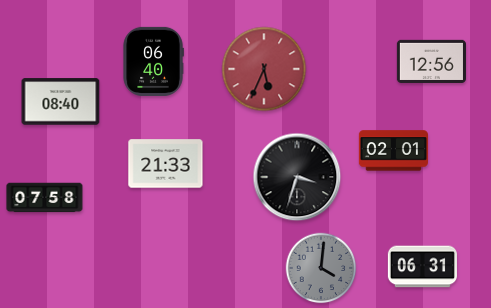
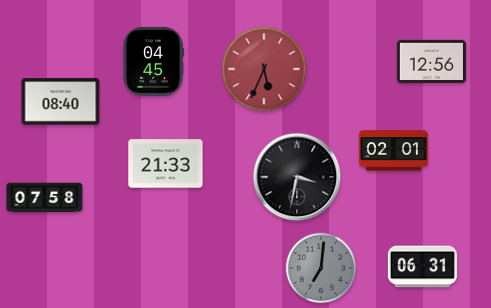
clock at (153, 61): 06:40 -> 04:45
clock at (297, 177): 3:33 -> 3:32
clock at (321, 268): 4:01 -> 7:01
